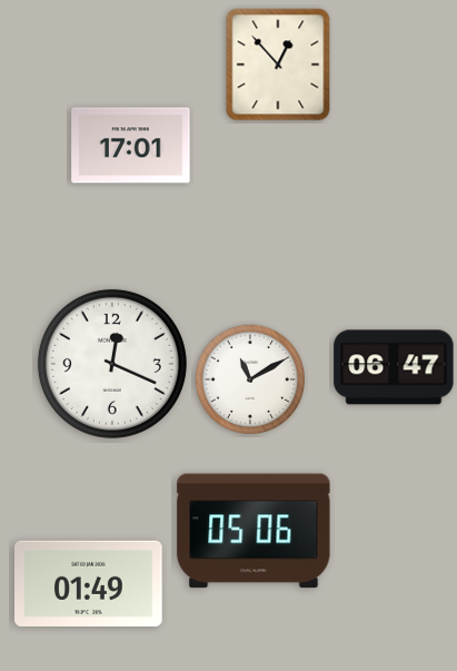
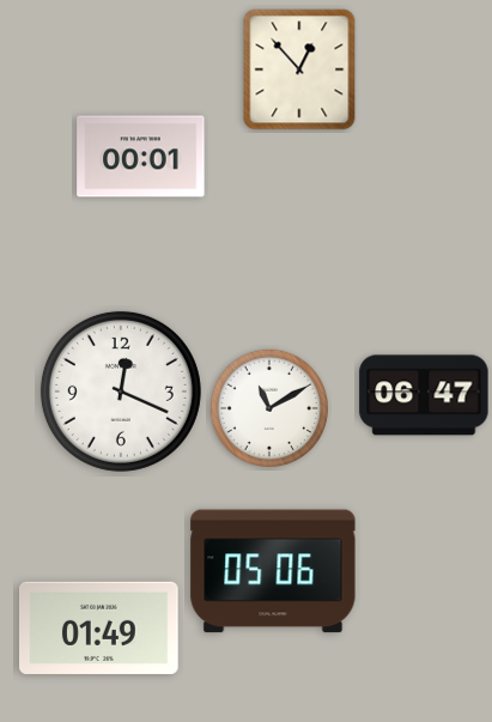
clock at (131, 146): 17:01 -> 00:01
clock at (89, 583) position: (89, 583) -> (99, 627)
